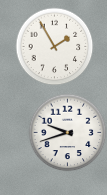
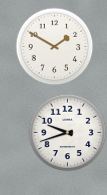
clock at (54, 46): 1:55 -> 1:50
